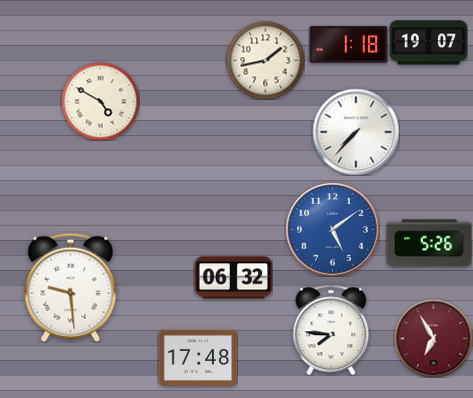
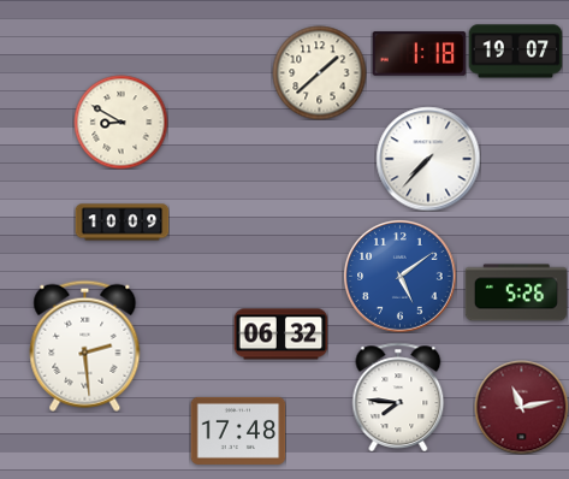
clock at (265, 60): 1:43 -> 1:38
clock at (100, 101): 4:50 -> 8:50
clock at (121, 223): none -> 10:09
clock at (71, 287): 9:29 -> 2:29
clock at (433, 338): 6:55 -> 11:13
